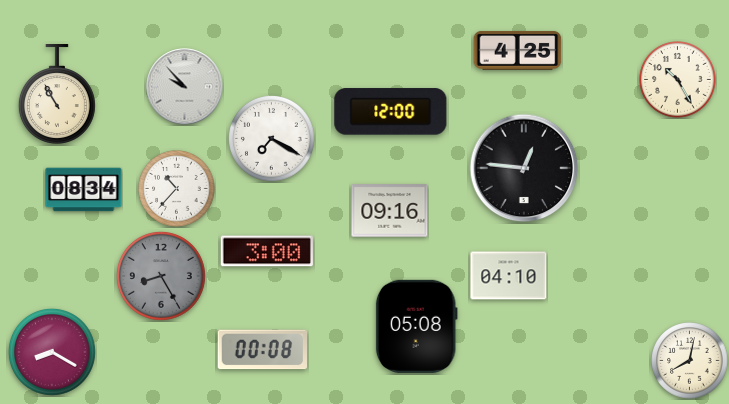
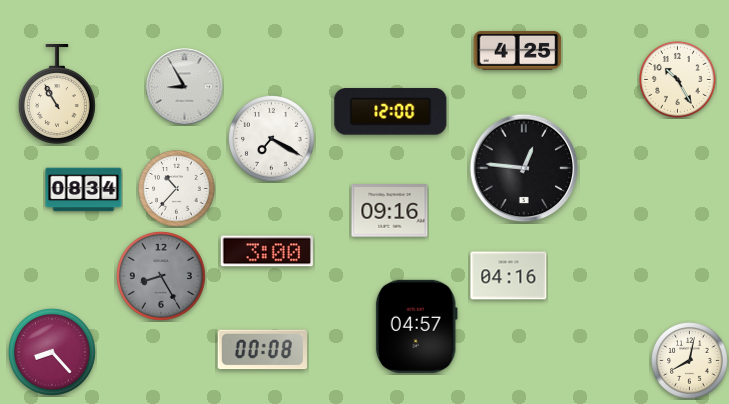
clock at (185, 87): 9:53 -> 8:55
clock at (509, 276): 04:10 -> 04:16
clock at (416, 326): 05:08 -> 04:57
clock at (53, 353): 8:20 -> 8:23
